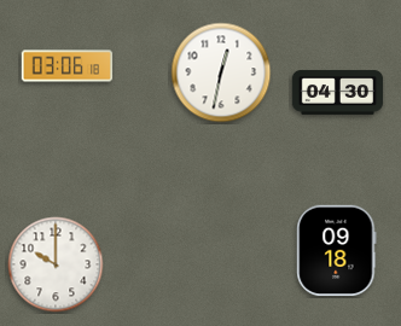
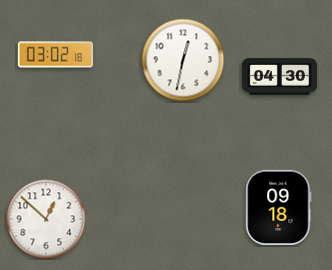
clock at (68, 66): 03:06 -> 03:02
clock at (56, 264): 10:00 -> 12:52
